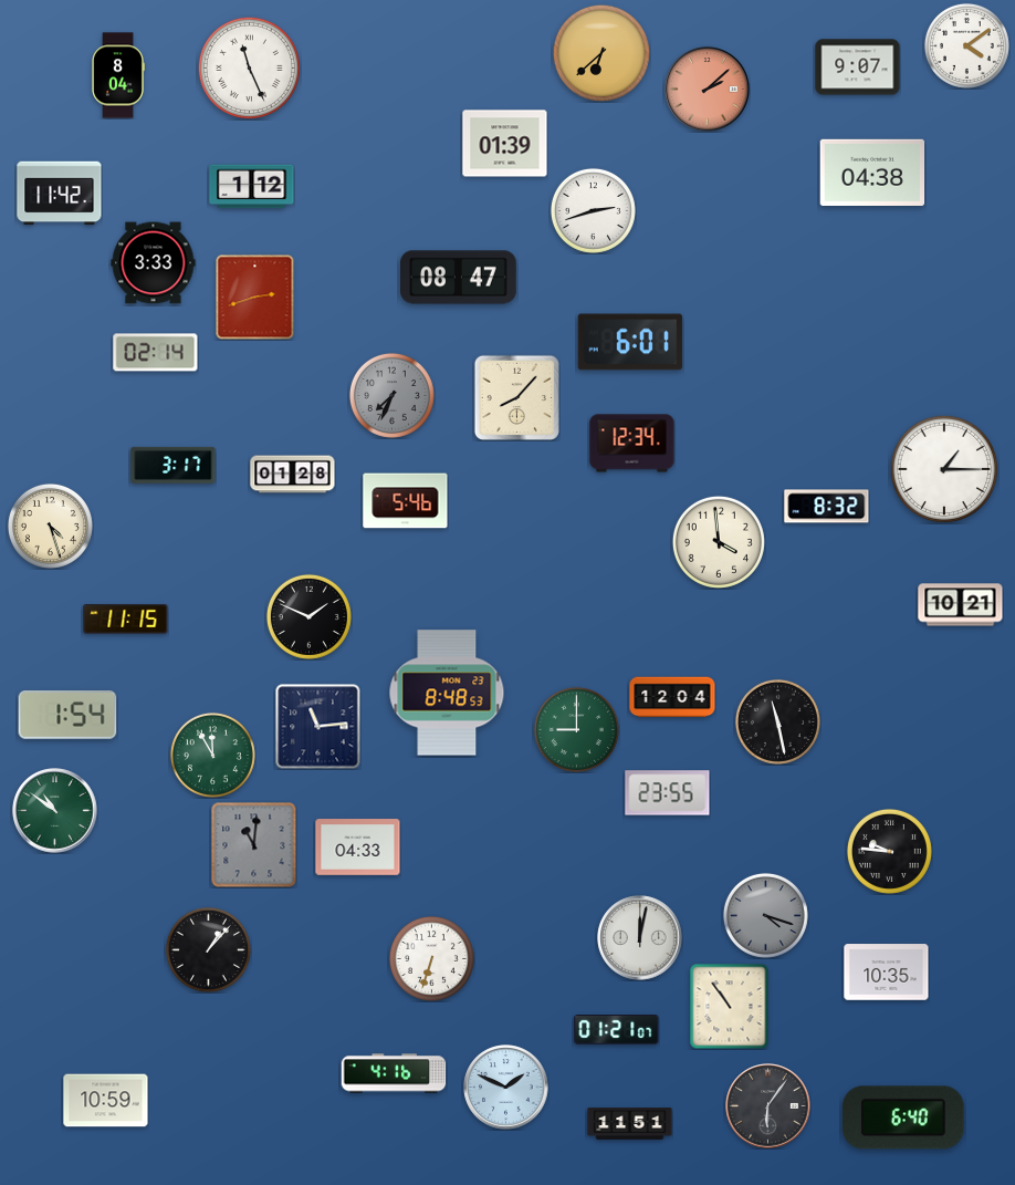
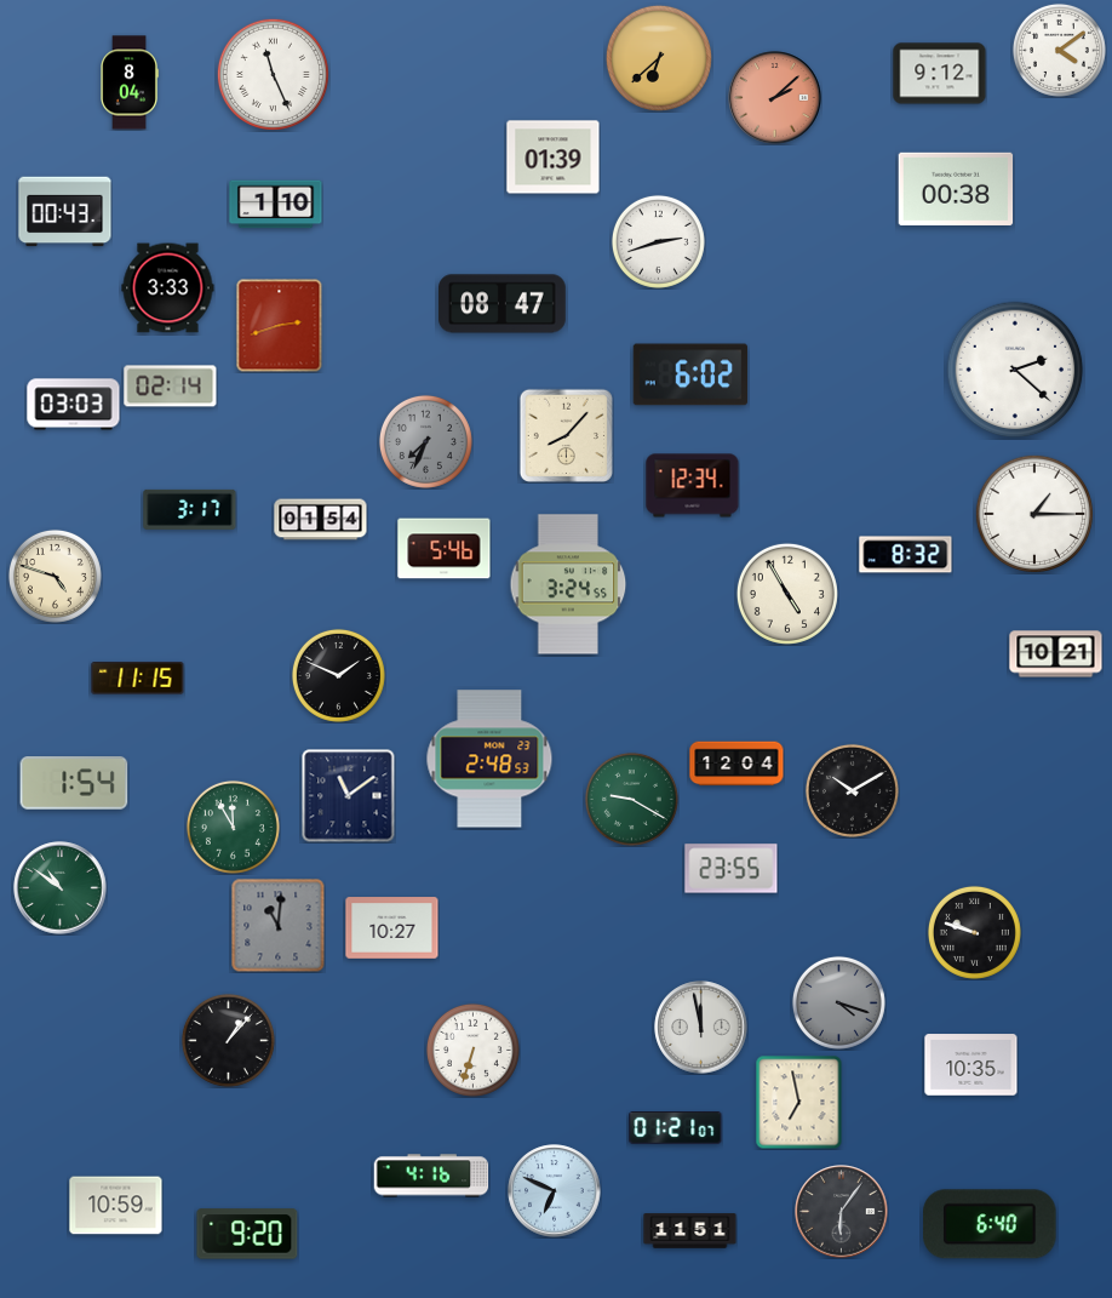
clock at (858, 67): 9:07 -> 9:12
clock at (872, 173): 04:38 -> 00:38
clock at (252, 187): 1:12 -> 1:10
clock at (60, 194): 11:42 -> 00:43
clock at (593, 210) position: (593, 210) -> (658, 241)
clock at (1015, 370): none -> 2:22
clock at (630, 342): 6:01 -> 6:02
clock at (74, 405): none -> 03:03
clock at (391, 395) position: (391, 395) -> (425, 441)
clock at (293, 475): 01:28 -> 01:54
clock at (50, 526): 4:27 -> 4:48
clock at (568, 584): none -> 3:24
clock at (719, 542): 3:59 -> 4:55
clock at (961, 605) position: (961, 605) -> (1056, 654)
clock at (447, 693): 8:48 -> 2:48
clock at (777, 721): 11:28 -> 10:10
clock at (318, 727): 11:14 -> 11:09
clock at (576, 729): 9:00 -> 9:20
clock at (358, 848): 04:33 -> 10:27
clock at (889, 851): 9:46 -> 9:48
clock at (640, 938): 12:02 -> 11:58
clock at (730, 1006): 10:54 -> 6:58
clock at (506, 1088): 1:49 -> 6:49
clock at (247, 1234): none -> 9:20
